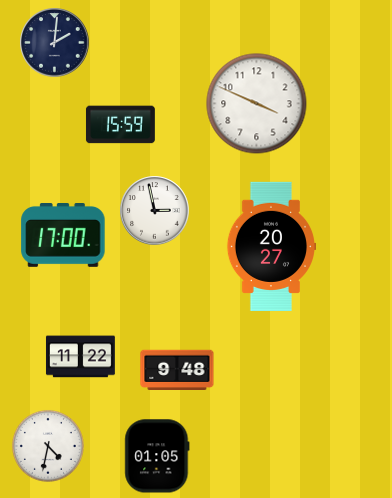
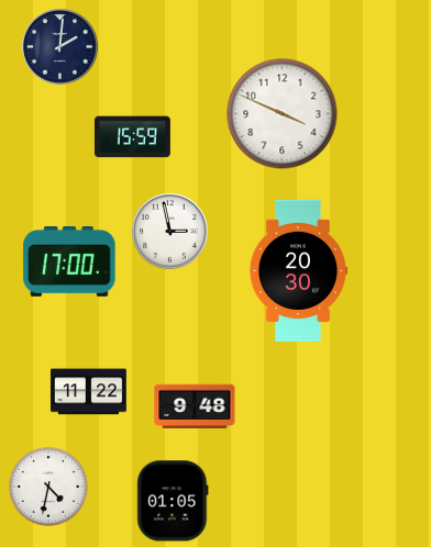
clock at (63, 236) position: (63, 236) -> (69, 263)
clock at (270, 246): 20:27 -> 20:30
clock at (48, 446) position: (48, 446) -> (48, 487)
